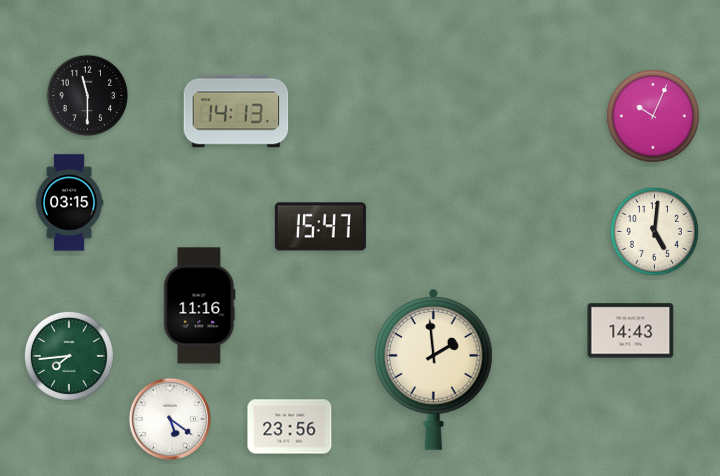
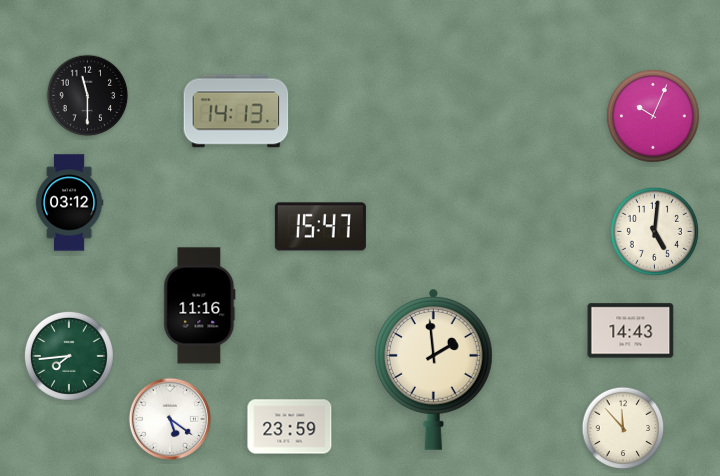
clock at (69, 203): 03:15 -> 03:12
clock at (290, 427): 23:56 -> 23:59
clock at (623, 428): none -> 11:53
